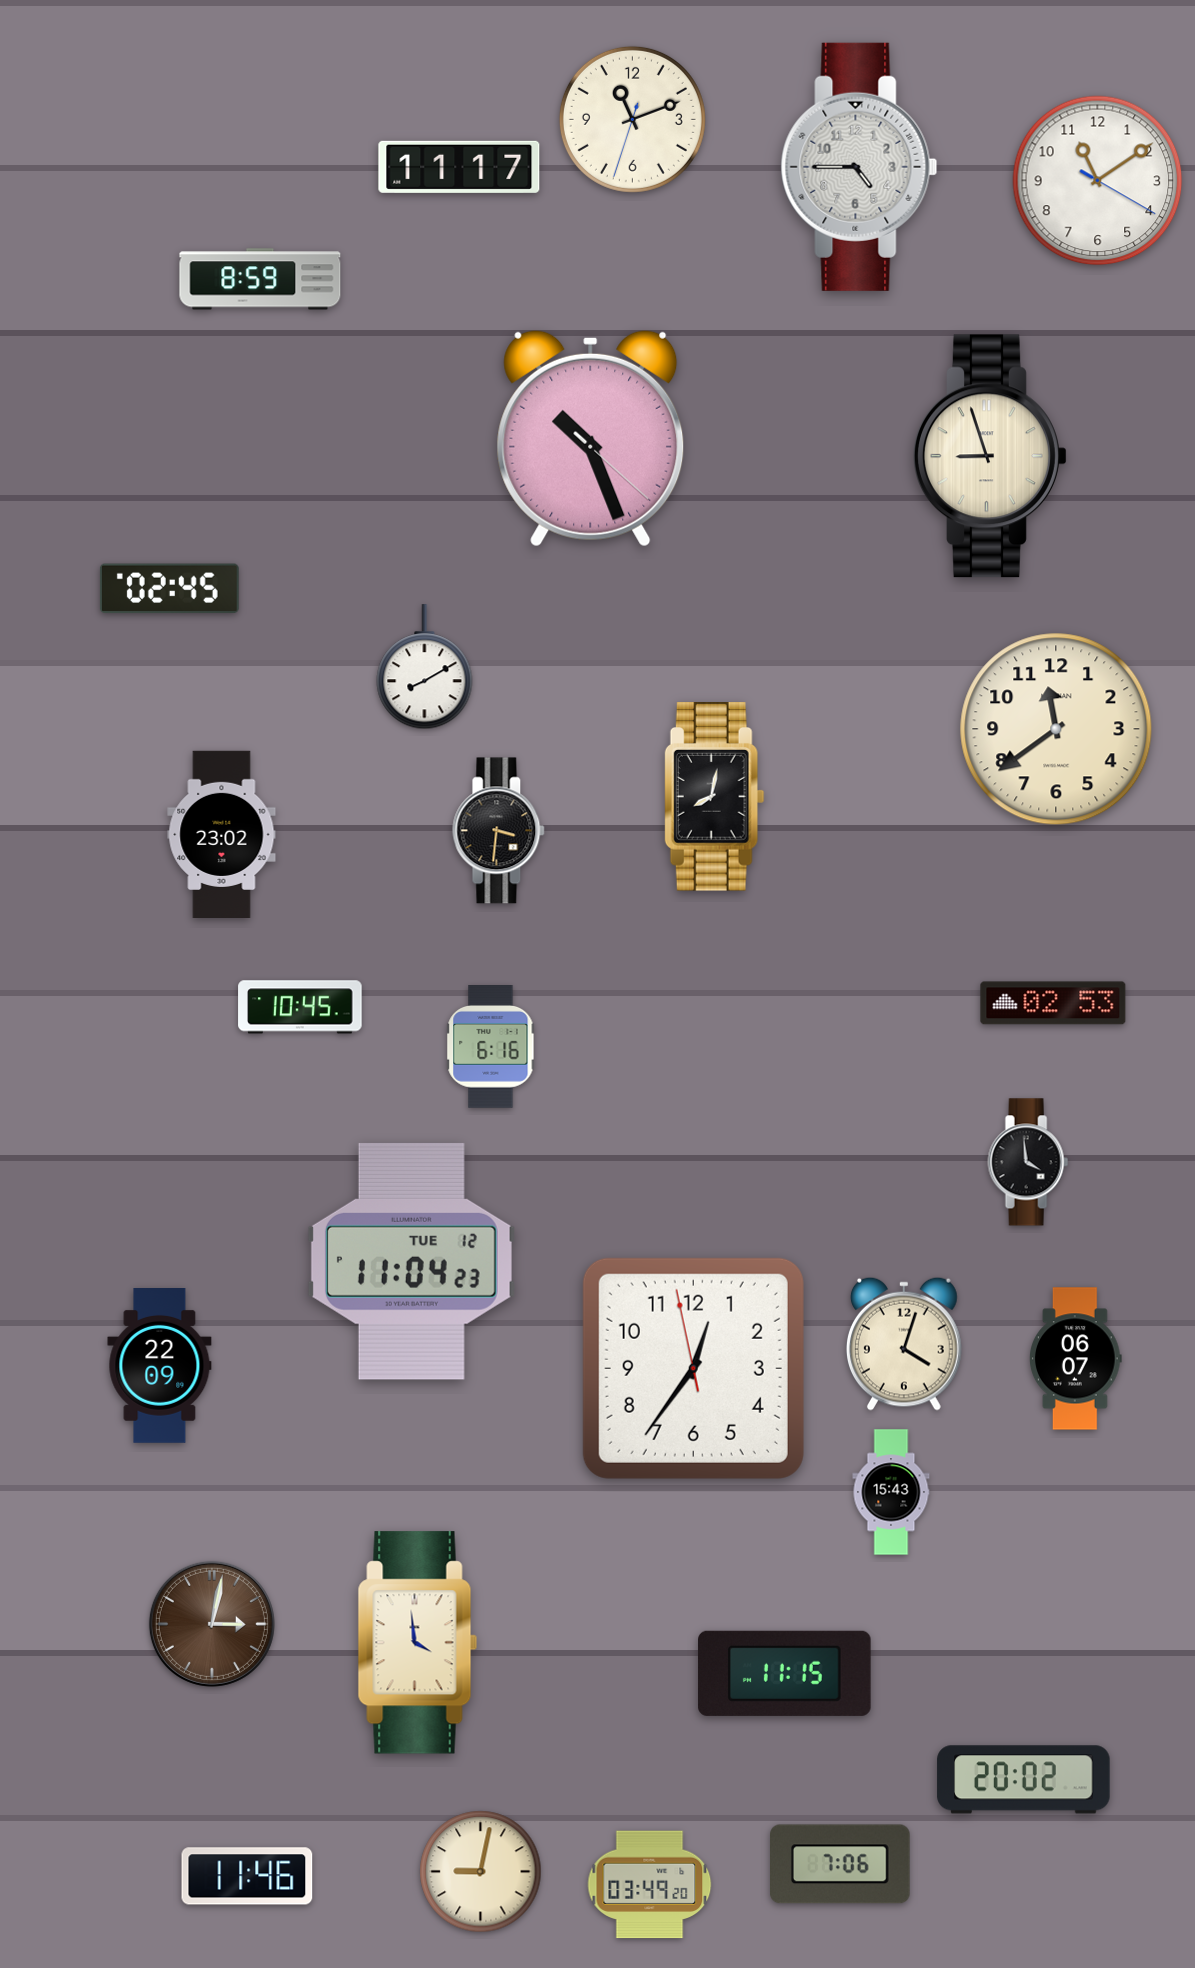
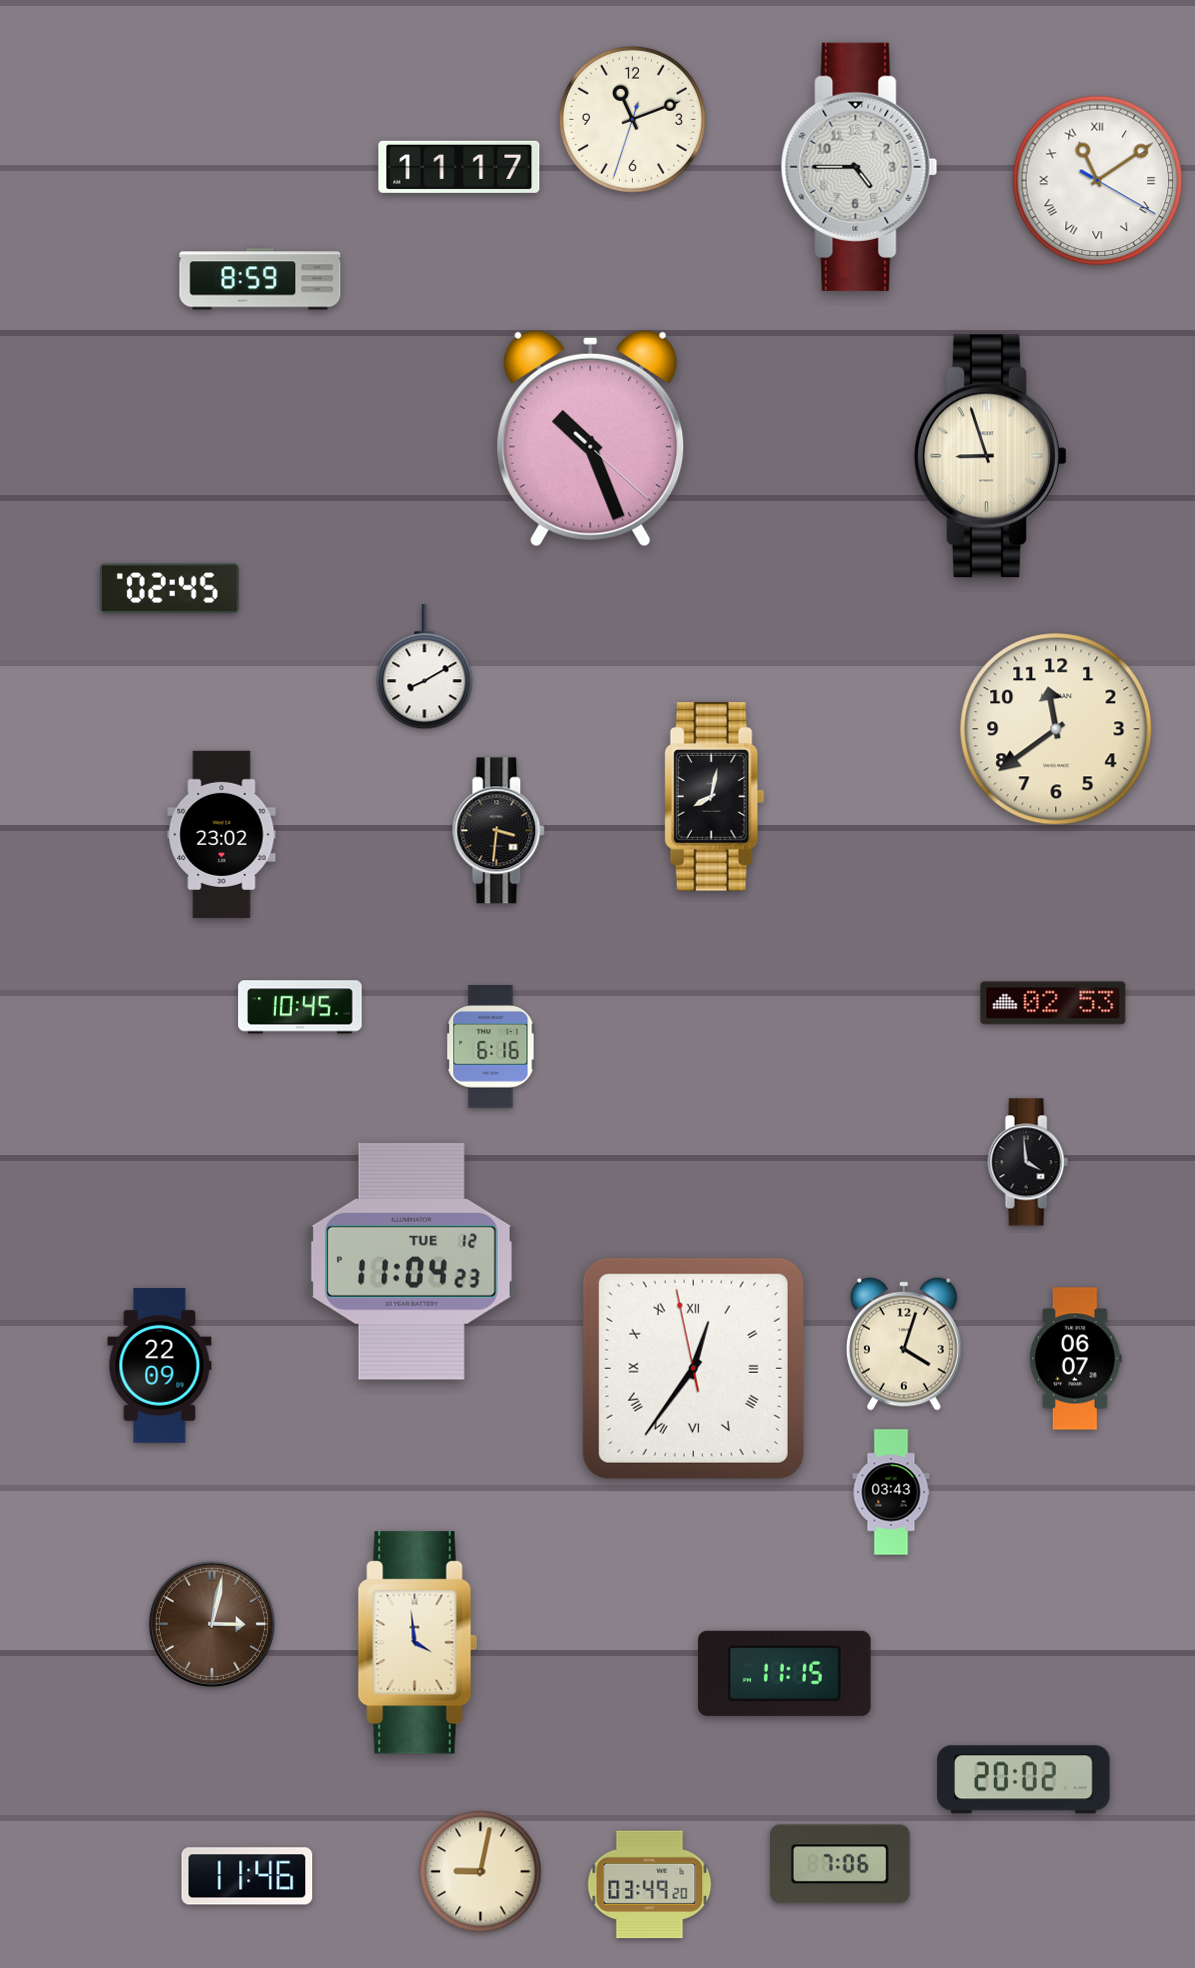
clock at (1098, 181) numerals: Arabic -> Roman
clock at (693, 1368) numerals: Arabic -> Roman
clock at (891, 1492): 15:43 -> 03:43
